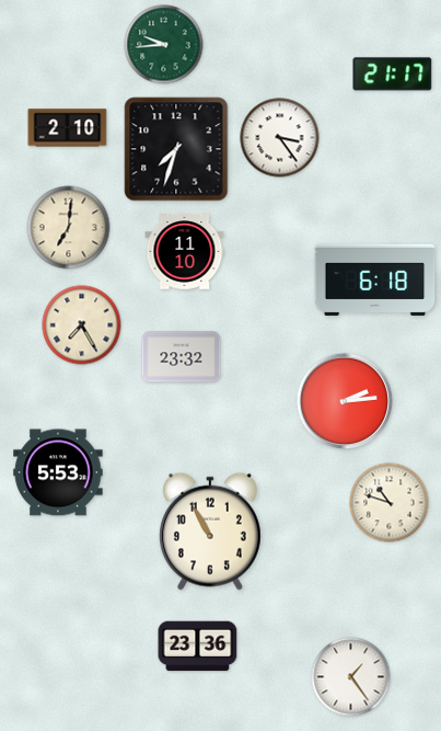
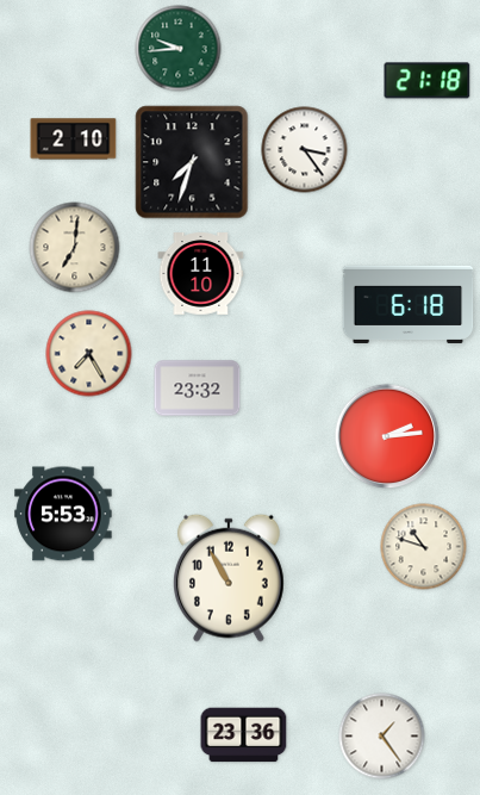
clock at (393, 75): 21:17 -> 21:18
clock at (345, 401) position: (345, 401) -> (387, 436)
clock at (198, 647) position: (198, 647) -> (244, 735)
